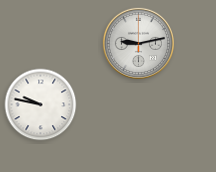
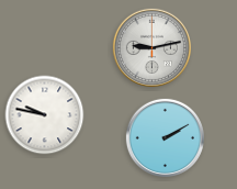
clock at (165, 137): none -> 2:10
